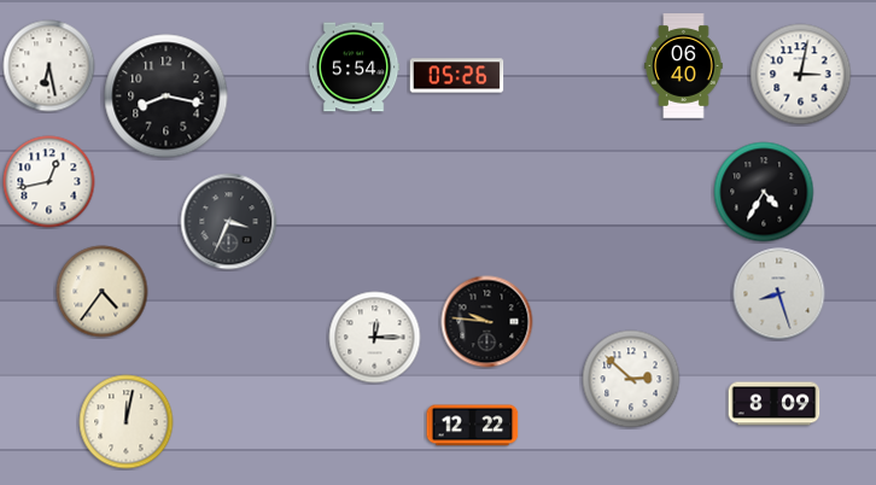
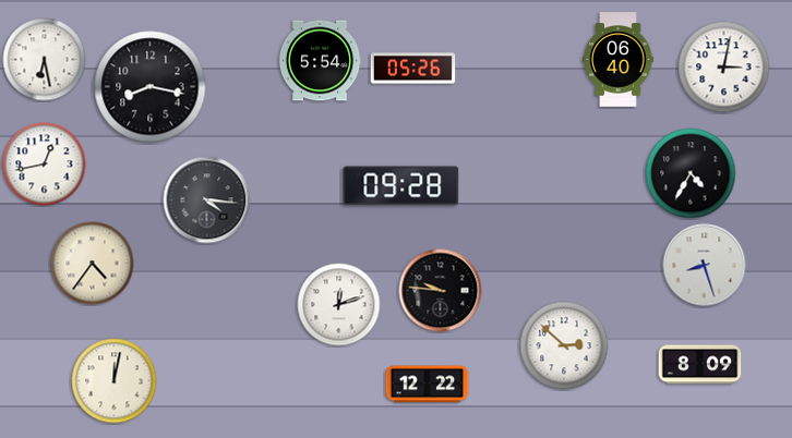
clock at (401, 186): none -> 09:28
clock at (229, 222): 3:34 -> 4:16
clock at (375, 338): 12:15 -> 12:12
clock at (631, 379) position: (631, 379) -> (564, 345)
